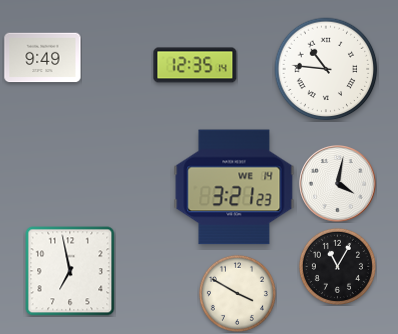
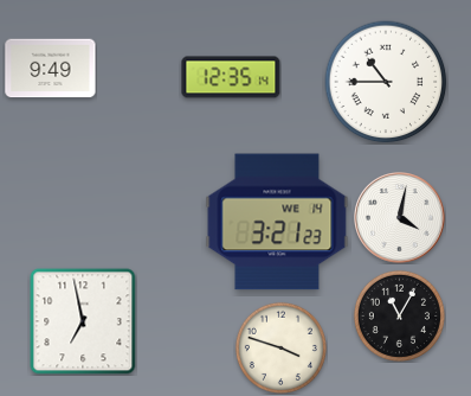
clock at (326, 69): 10:46 -> 10:45
clock at (237, 293): 3:50 -> 3:48
